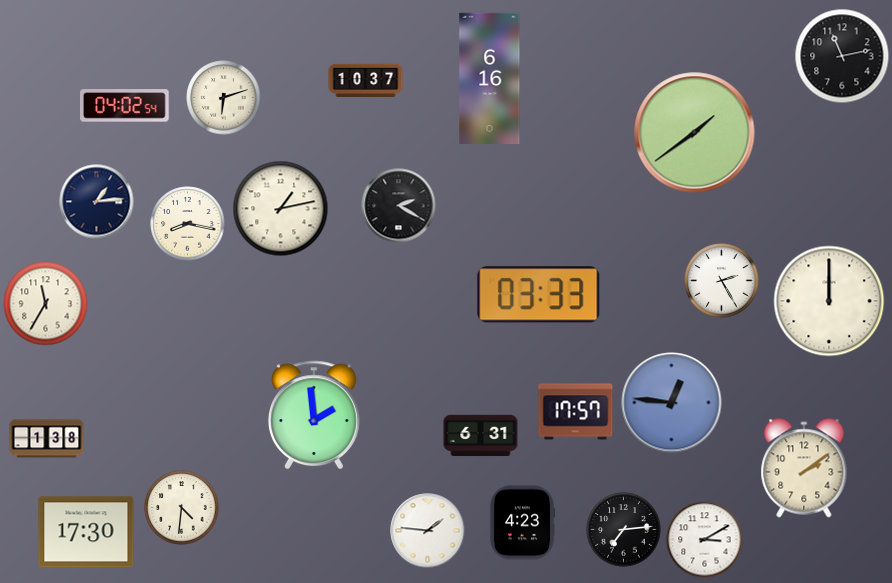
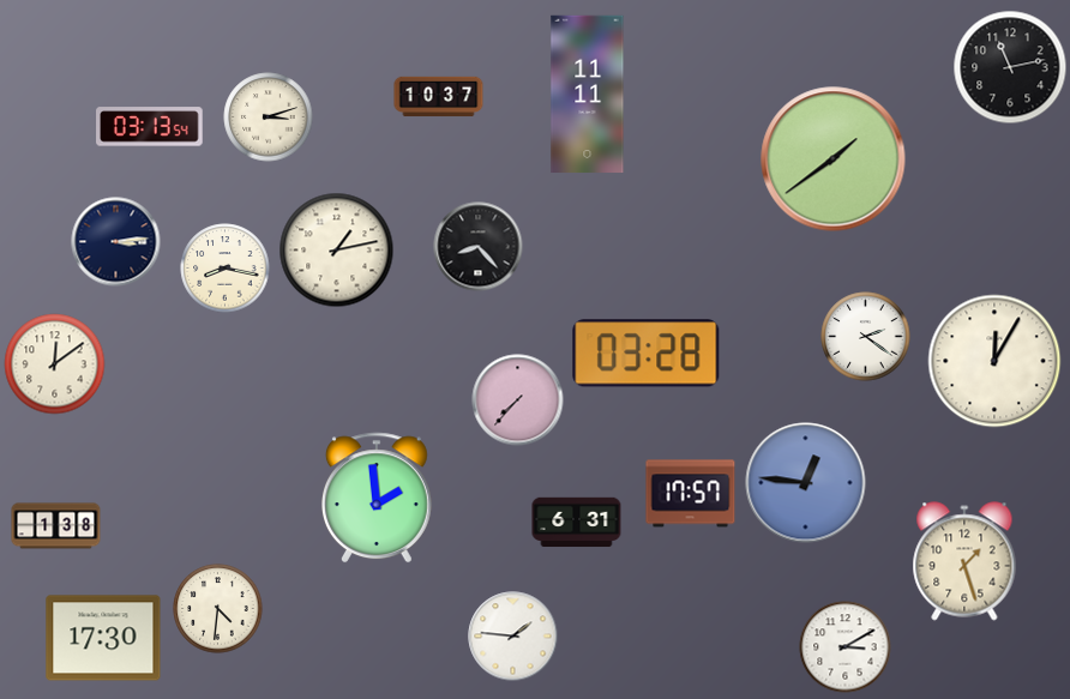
clock at (490, 79): 6:16 -> 11:11
clock at (224, 98): 6:12 -> 3:12
clock at (125, 106): 04:02 -> 03:13
clock at (97, 202): 1:14 -> 3:14
clock at (399, 206): 2:20 -> 8:23
clock at (722, 281): 2:25 -> 2:21
clock at (539, 295): 03:33 -> 03:28
clock at (829, 301): 12:00 -> 12:05
clock at (46, 304): 11:35 -> 12:09
clock at (518, 400): none -> 7:37
clock at (804, 468): 2:09 -> 1:27
clock at (522, 523): 4:23 -> none
clock at (624, 530): 7:14 -> none
